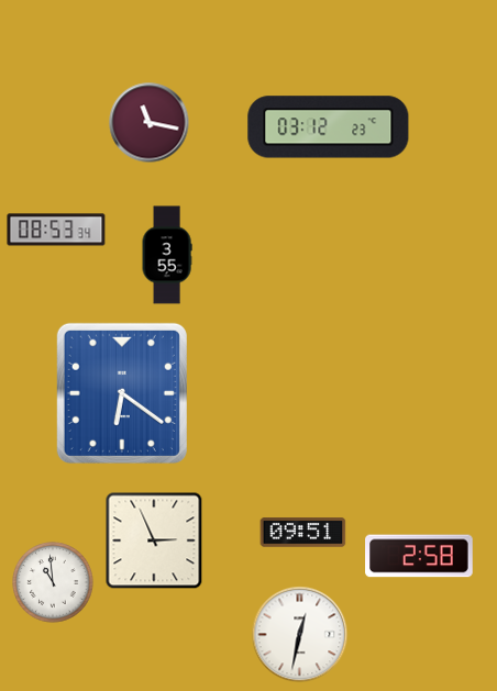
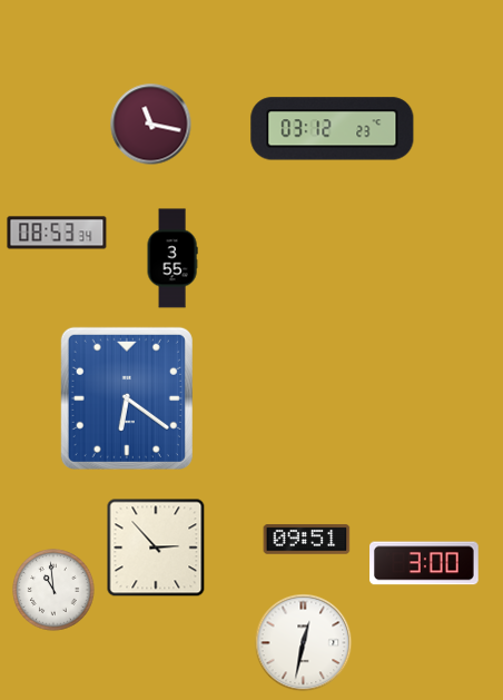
clock at (167, 255) position: (167, 255) -> (172, 258)
clock at (122, 393) position: (122, 393) -> (127, 398)
clock at (154, 540): 2:56 -> 2:53
clock at (419, 556): 2:58 -> 3:00
